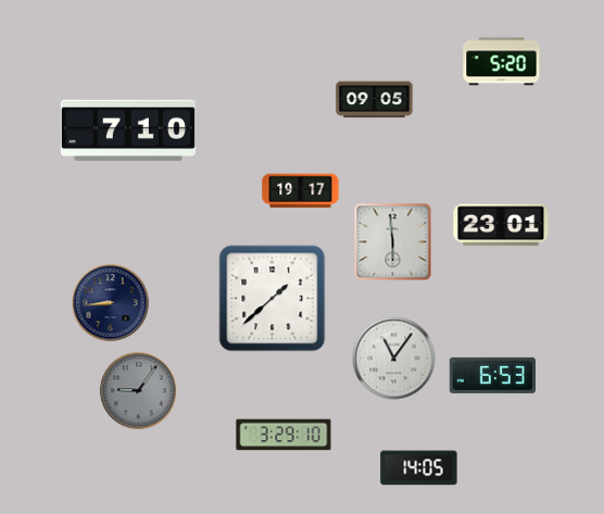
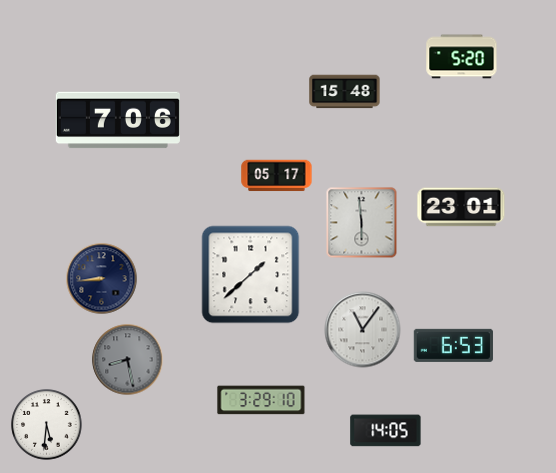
clock at (375, 100): 09:05 -> 15:48
clock at (128, 130): 7:10 -> 7:06
clock at (301, 191): 19:17 -> 05:17
clock at (139, 391): 9:06 -> 8:28
clock at (47, 425): none -> 5:31
